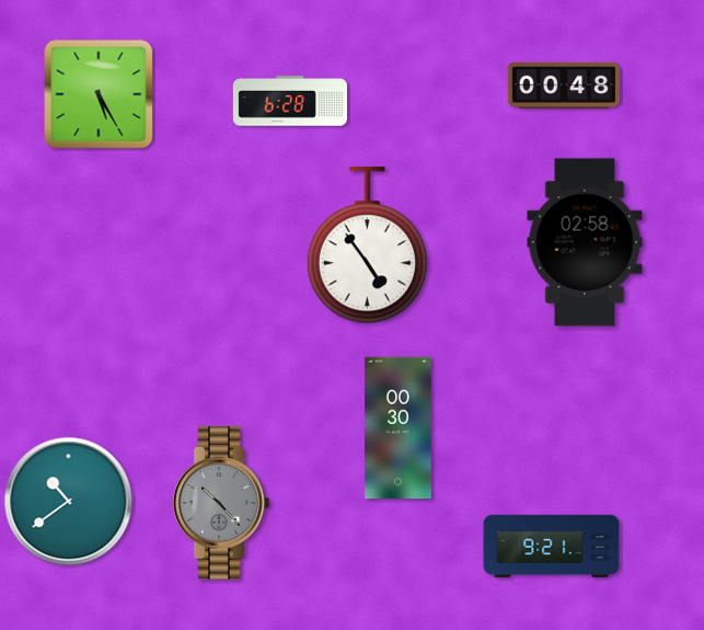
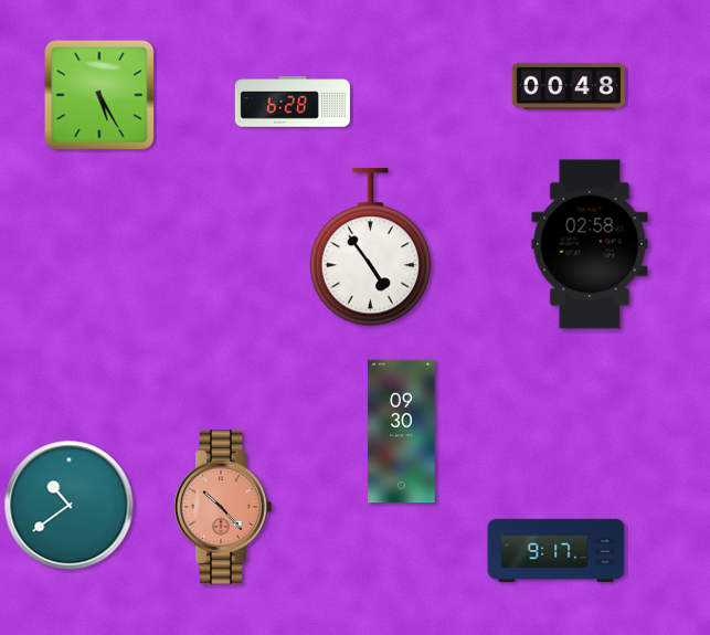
clock at (399, 428): 00:30 -> 09:30
clock at (221, 504) dial: grey -> salmon
clock at (552, 547): 9:21 -> 9:17
